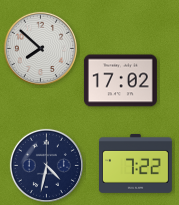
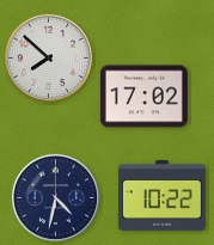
clock at (135, 163): 7:22 -> 10:22
